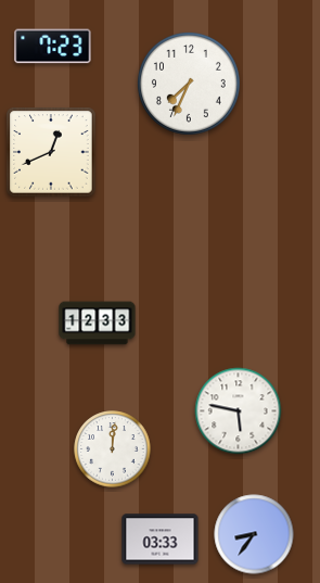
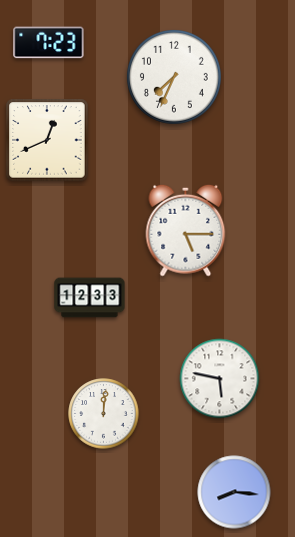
clock at (186, 230): none -> 5:15
clock at (254, 534): 8:36 -> 8:16
clock at (161, 540): 03:33 -> none
